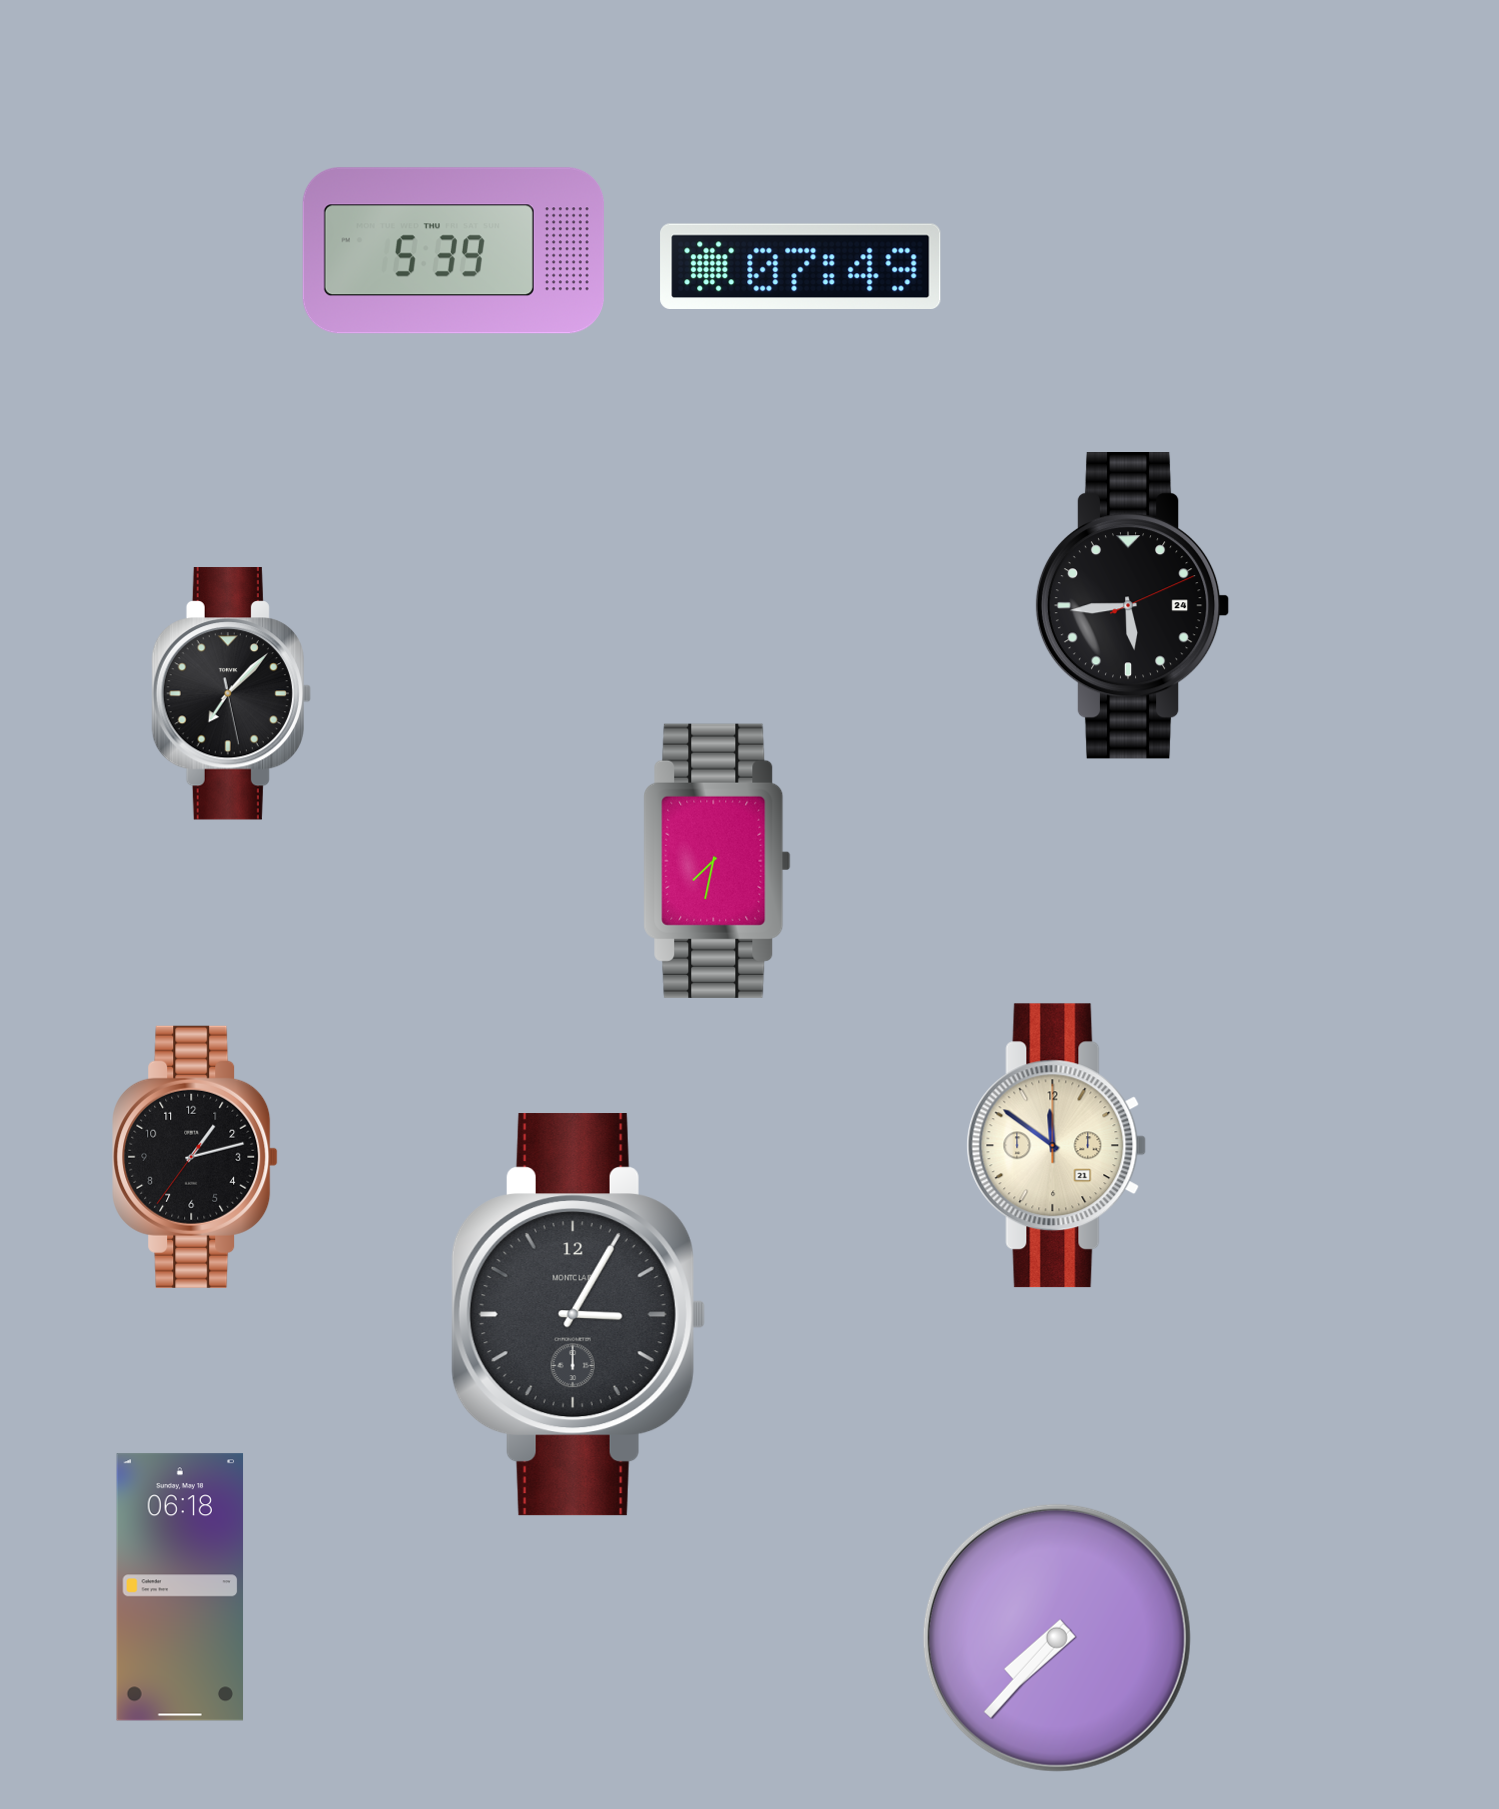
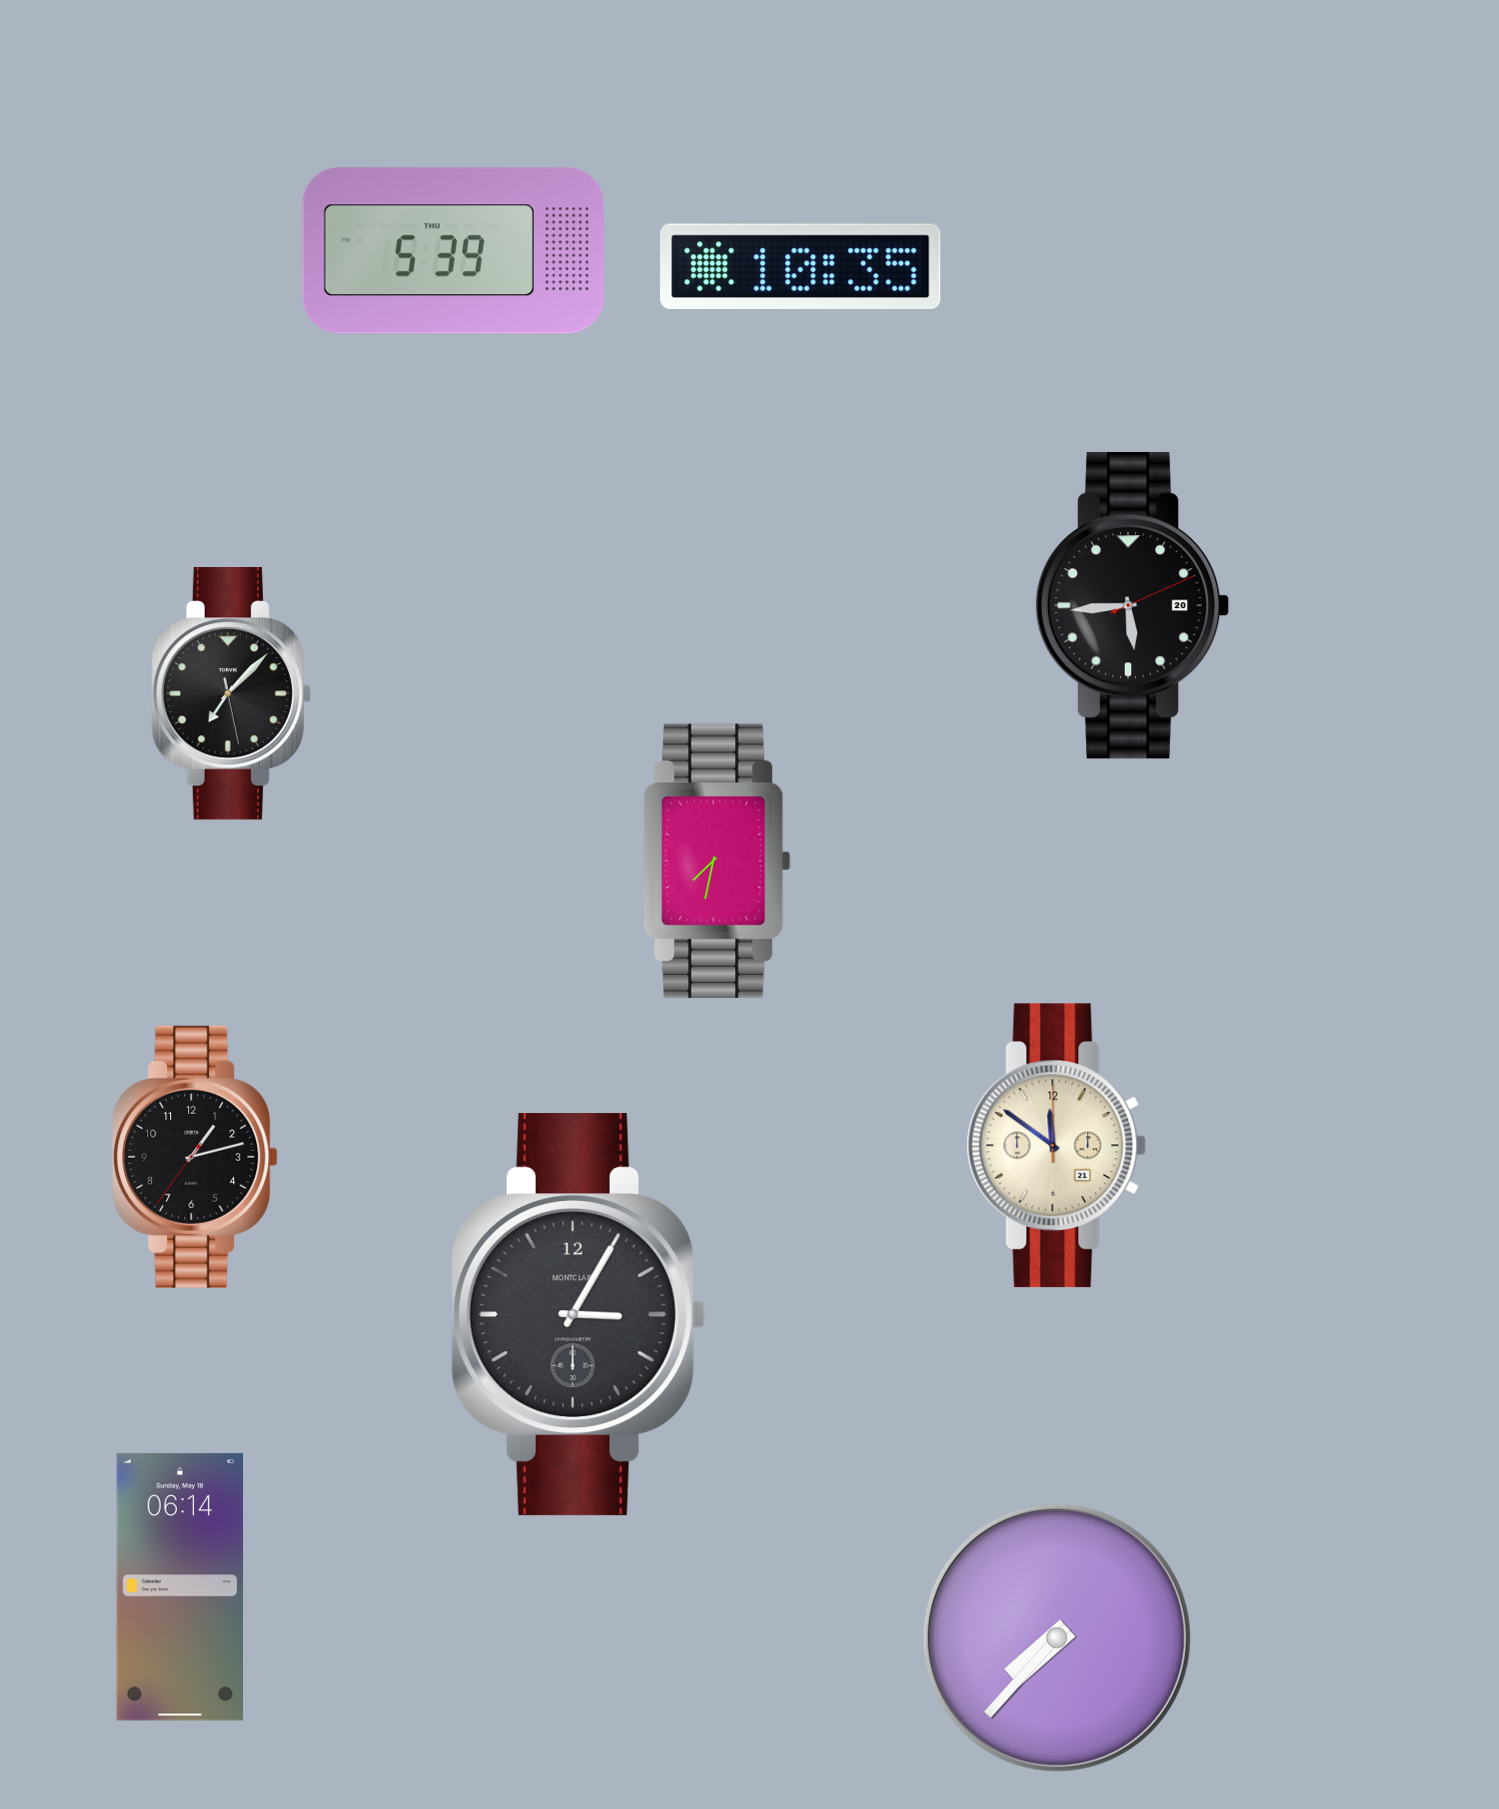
clock at (801, 266): 07:49 -> 10:35
clock at (1132, 606) date: 24 -> 20
clock at (180, 1587): 06:18 -> 06:14
